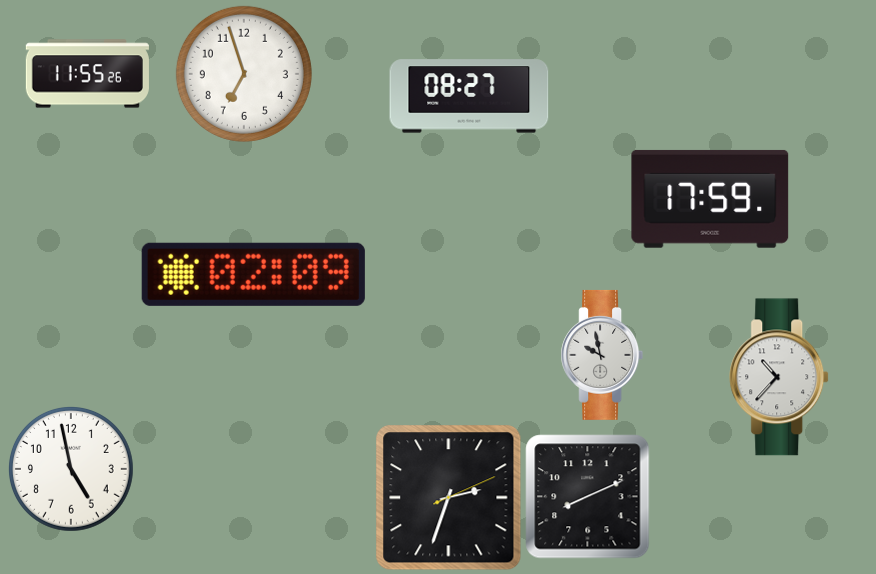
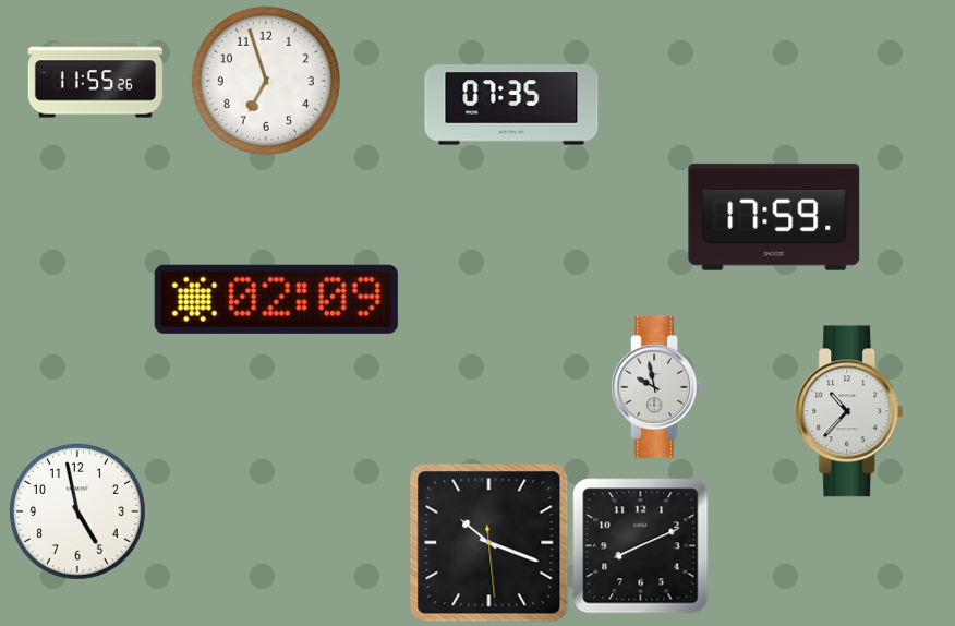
clock at (469, 96): 08:27 -> 07:35
clock at (588, 497) position: (588, 497) -> (641, 546)
clock at (449, 498): 2:33 -> 10:18
